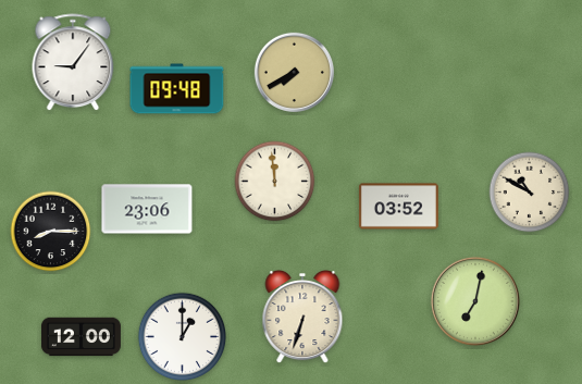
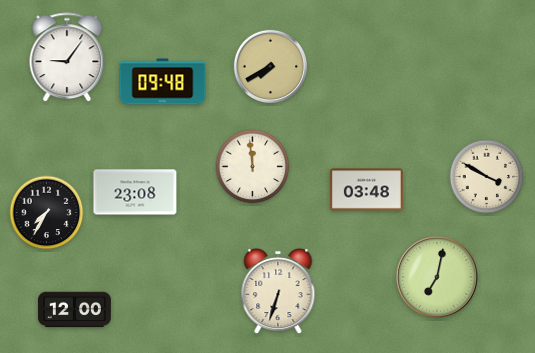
clock at (530, 193): 10:50 -> 3:50
clock at (398, 207): 03:52 -> 03:48
clock at (147, 209): 23:06 -> 23:08
clock at (51, 232): 8:15 -> 7:35
clock at (183, 337): 1:00 -> none
